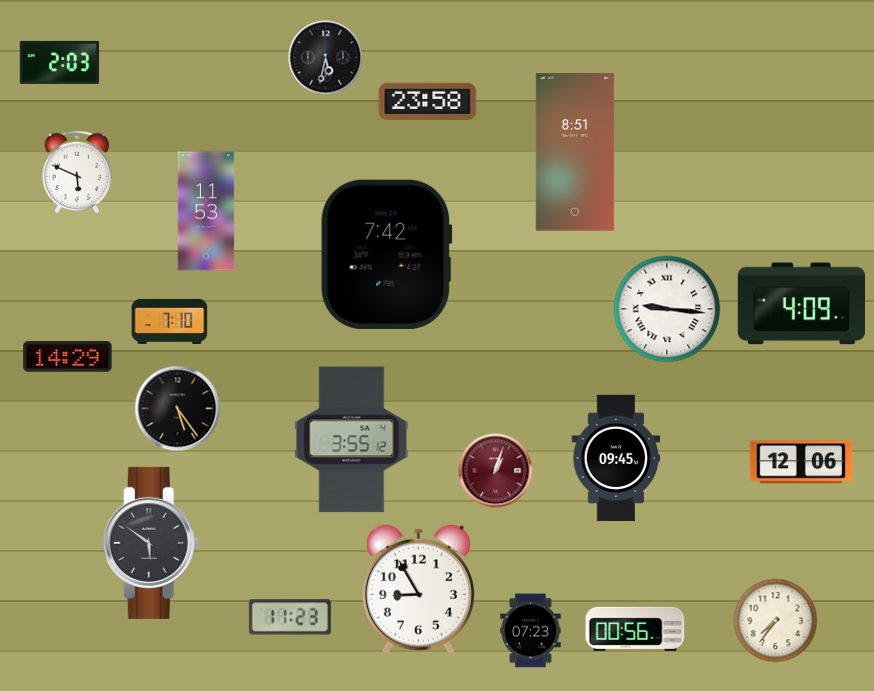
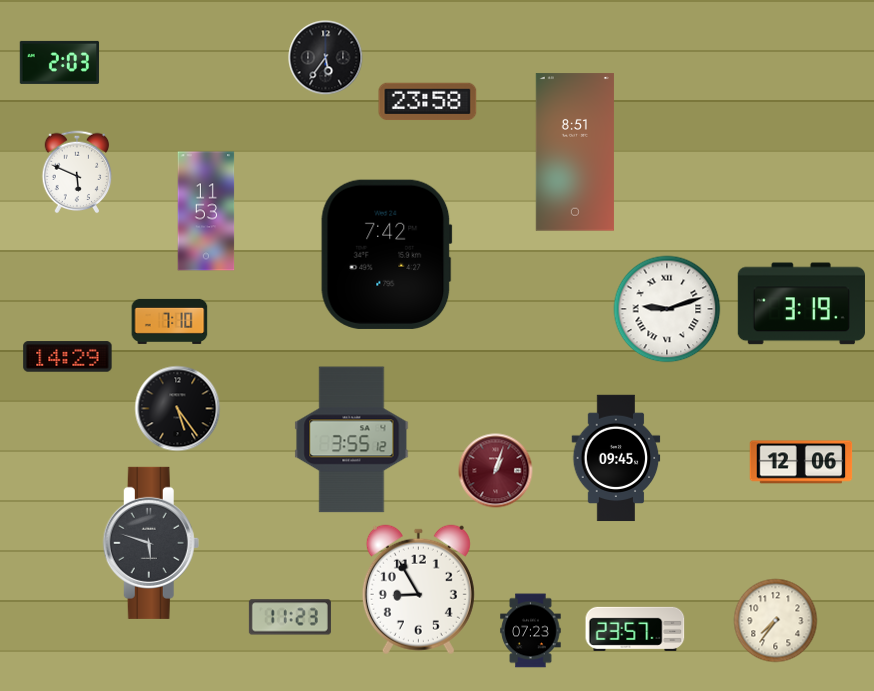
clock at (326, 58): 5:32 -> 5:36
clock at (801, 304): 4:09 -> 3:19
clock at (667, 309): 9:16 -> 9:12
clock at (151, 543): 5:51 -> 5:48
clock at (635, 629): 00:56 -> 23:57
